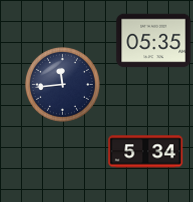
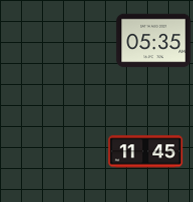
clock at (62, 84): 11:44 -> none
clock at (146, 152): 5:34 -> 11:45
